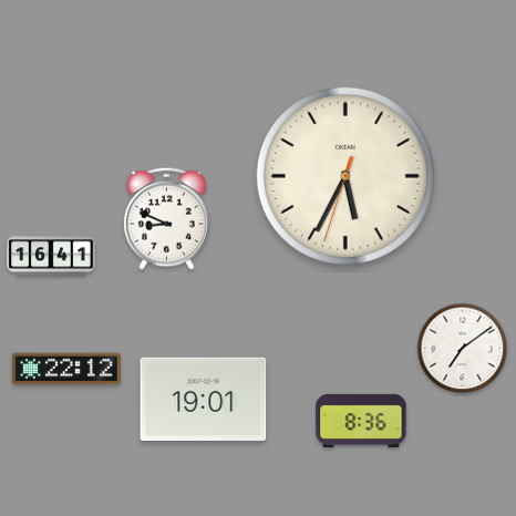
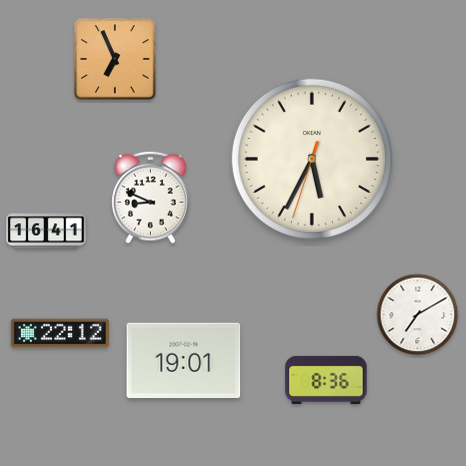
clock at (115, 59): none -> 6:56
clock at (463, 349): 7:09 -> 7:10
